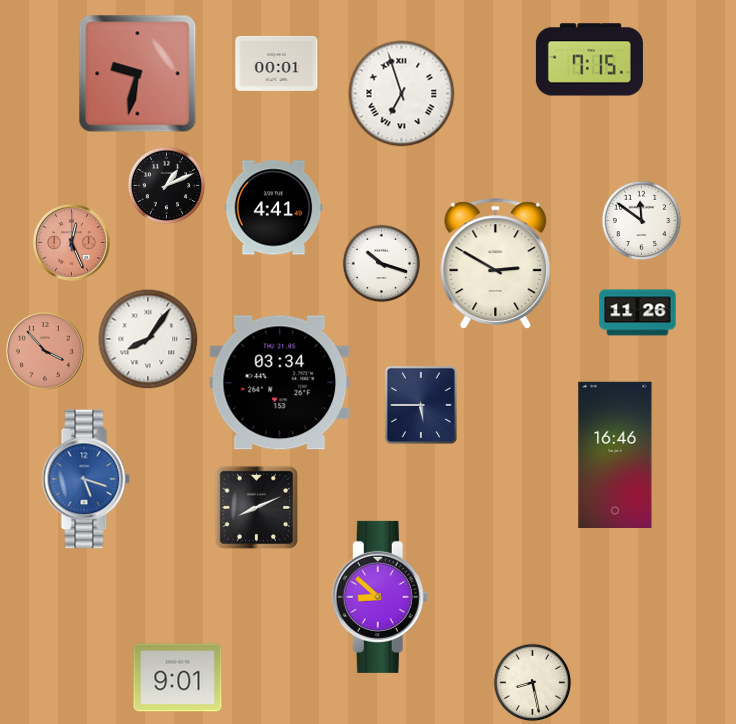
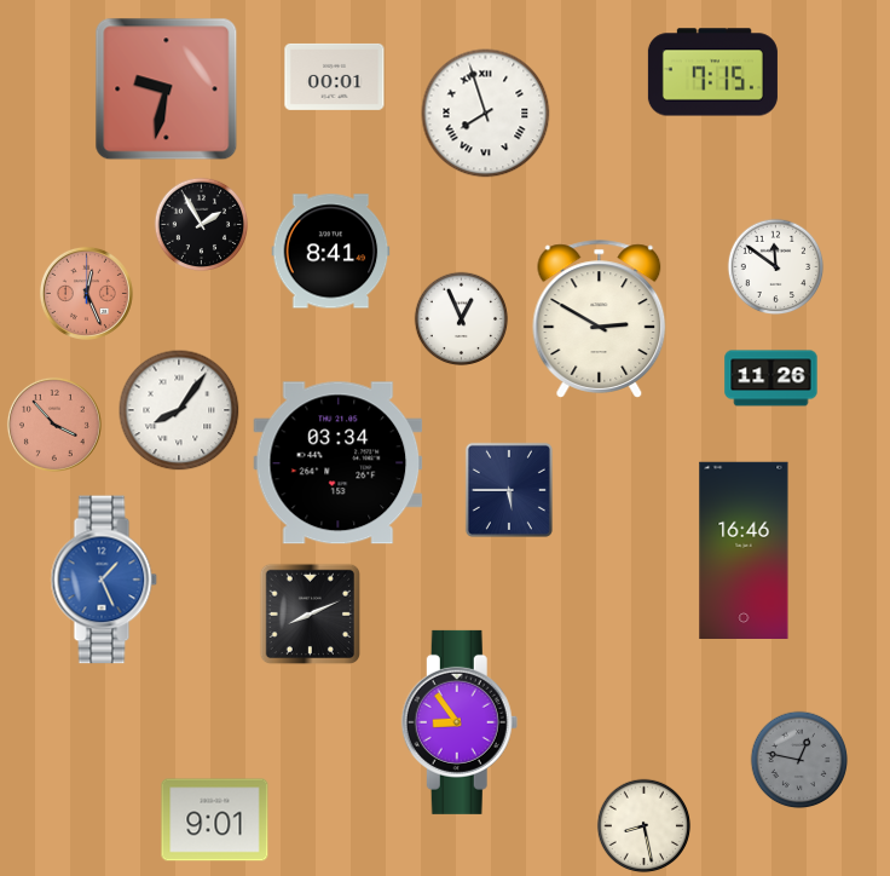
clock at (402, 94): 6:57 -> 7:57
clock at (166, 185): 1:11 -> 1:55
clock at (274, 208): 4:41 -> 8:41
clock at (381, 263): 10:18 -> 12:56
clock at (86, 479): 5:18 -> 1:26
clock at (380, 597): 8:52 -> 8:54
clock at (799, 760): none -> 12:47
